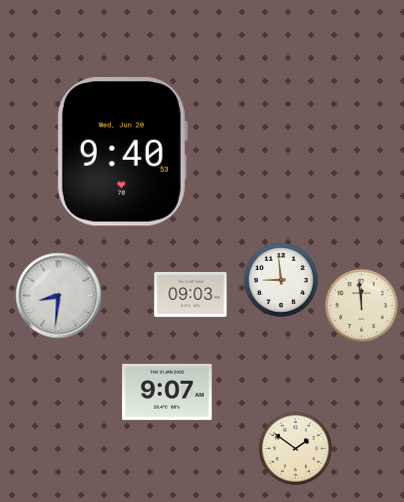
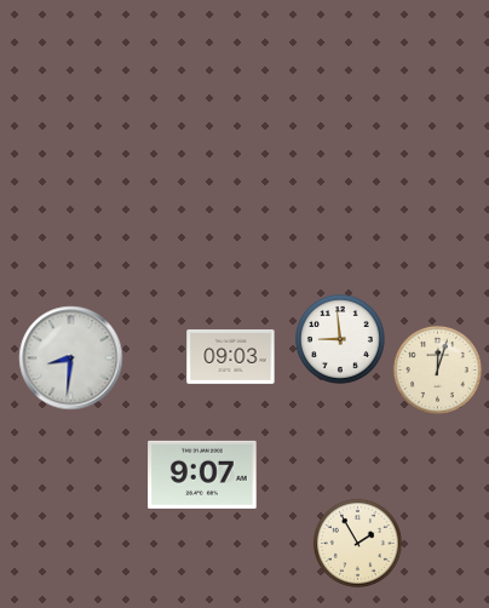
clock at (122, 152): 9:40 -> none
clock at (361, 305): 11:59 -> 12:03
clock at (295, 448): 1:51 -> 1:55
